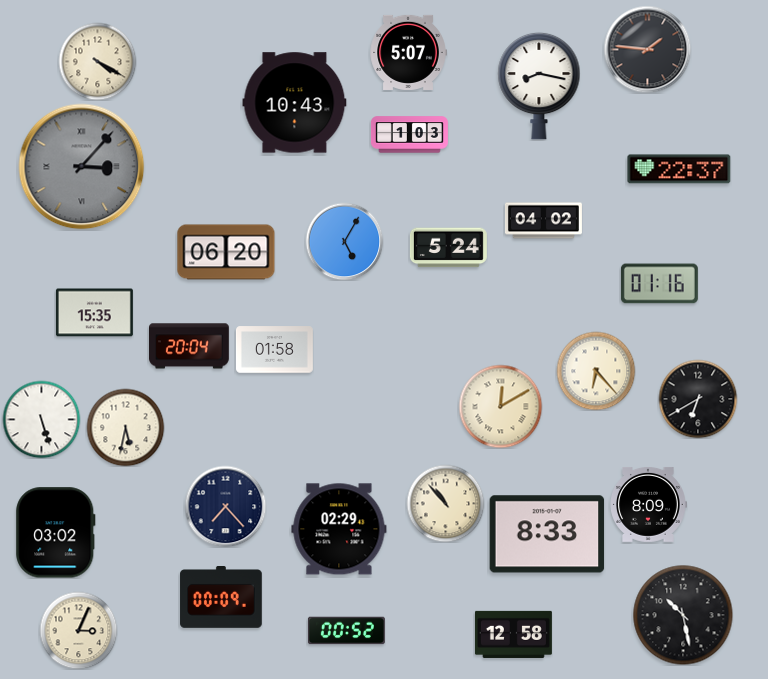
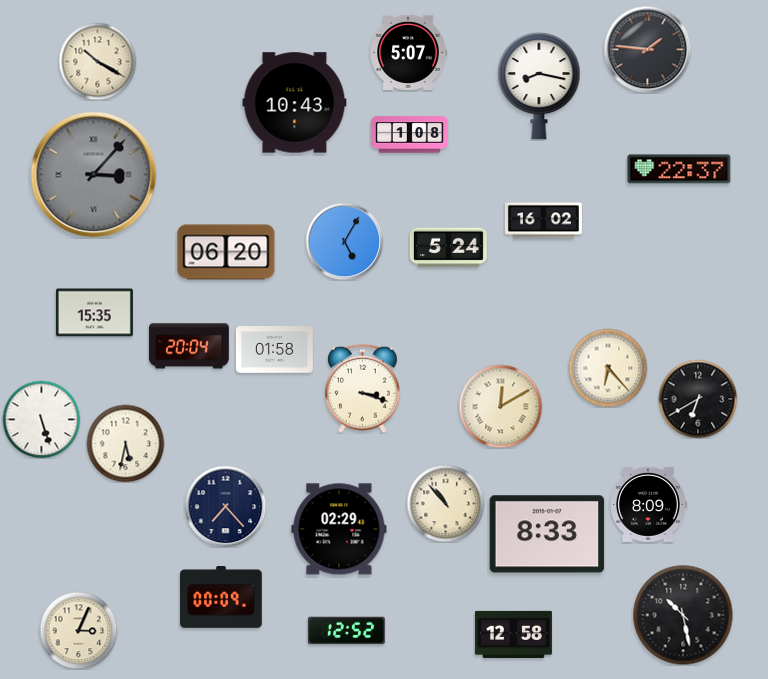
clock at (97, 61): 4:20 -> 10:20
clock at (409, 135): 1:03 -> 1:08
clock at (82, 167) position: (82, 167) -> (94, 175)
clock at (543, 221): 04:02 -> 16:02
clock at (659, 284): 01:16 -> none
clock at (596, 371) position: (596, 371) -> (608, 368)
clock at (363, 388): none -> 3:18
clock at (125, 427) position: (125, 427) -> (125, 443)
clock at (56, 533): 03:02 -> none
clock at (346, 631): 00:52 -> 12:52
